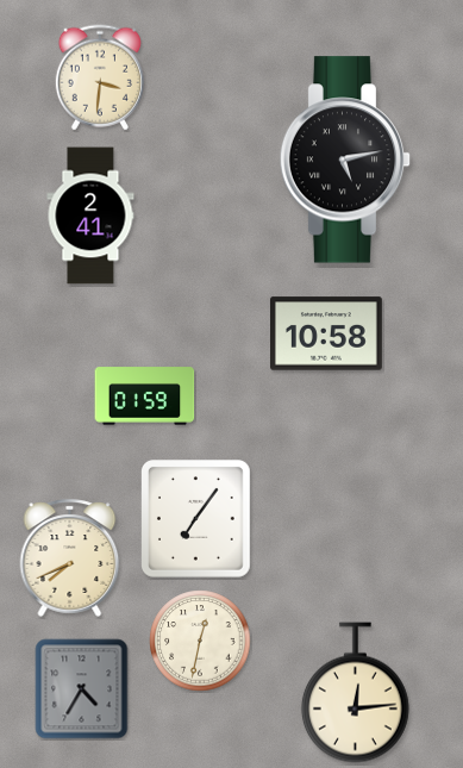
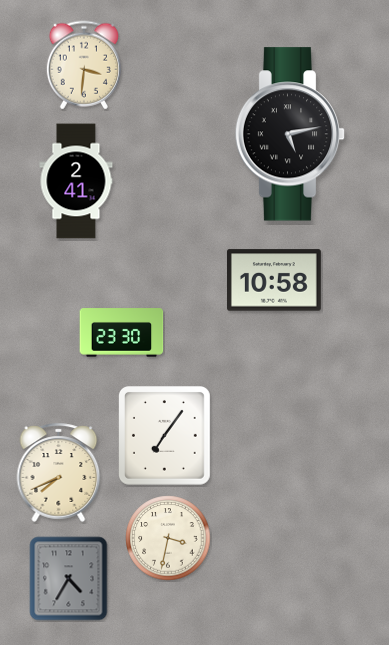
clock at (145, 397): 01:59 -> 23:30
clock at (70, 557) position: (70, 557) -> (59, 472)
clock at (200, 641): 12:32 -> 3:32
clock at (355, 693): 12:14 -> none
